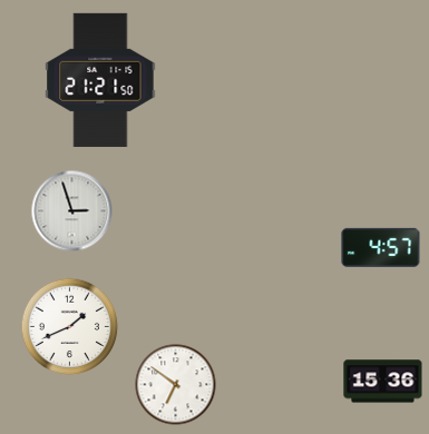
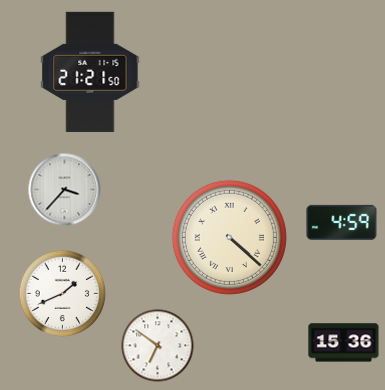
clock at (72, 211): 2:57 -> 3:37
clock at (381, 247): 4:57 -> 4:59
clock at (229, 237): none -> 4:22
